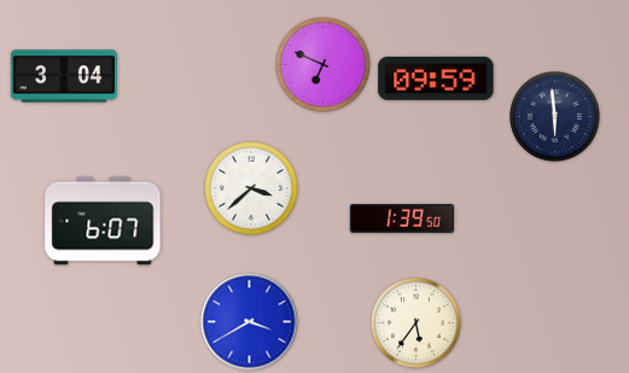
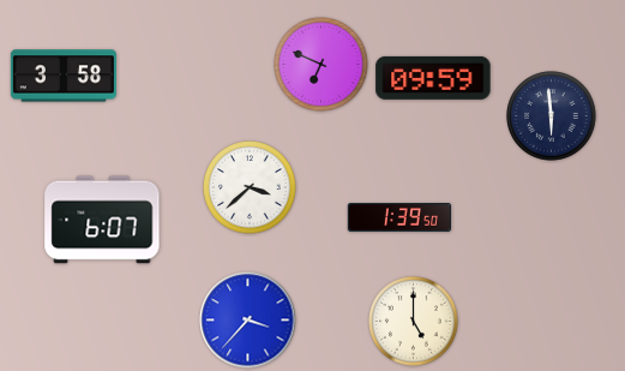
clock at (64, 76): 3:04 -> 3:58
clock at (250, 322): 3:40 -> 3:37
clock at (417, 324): 5:36 -> 5:00
